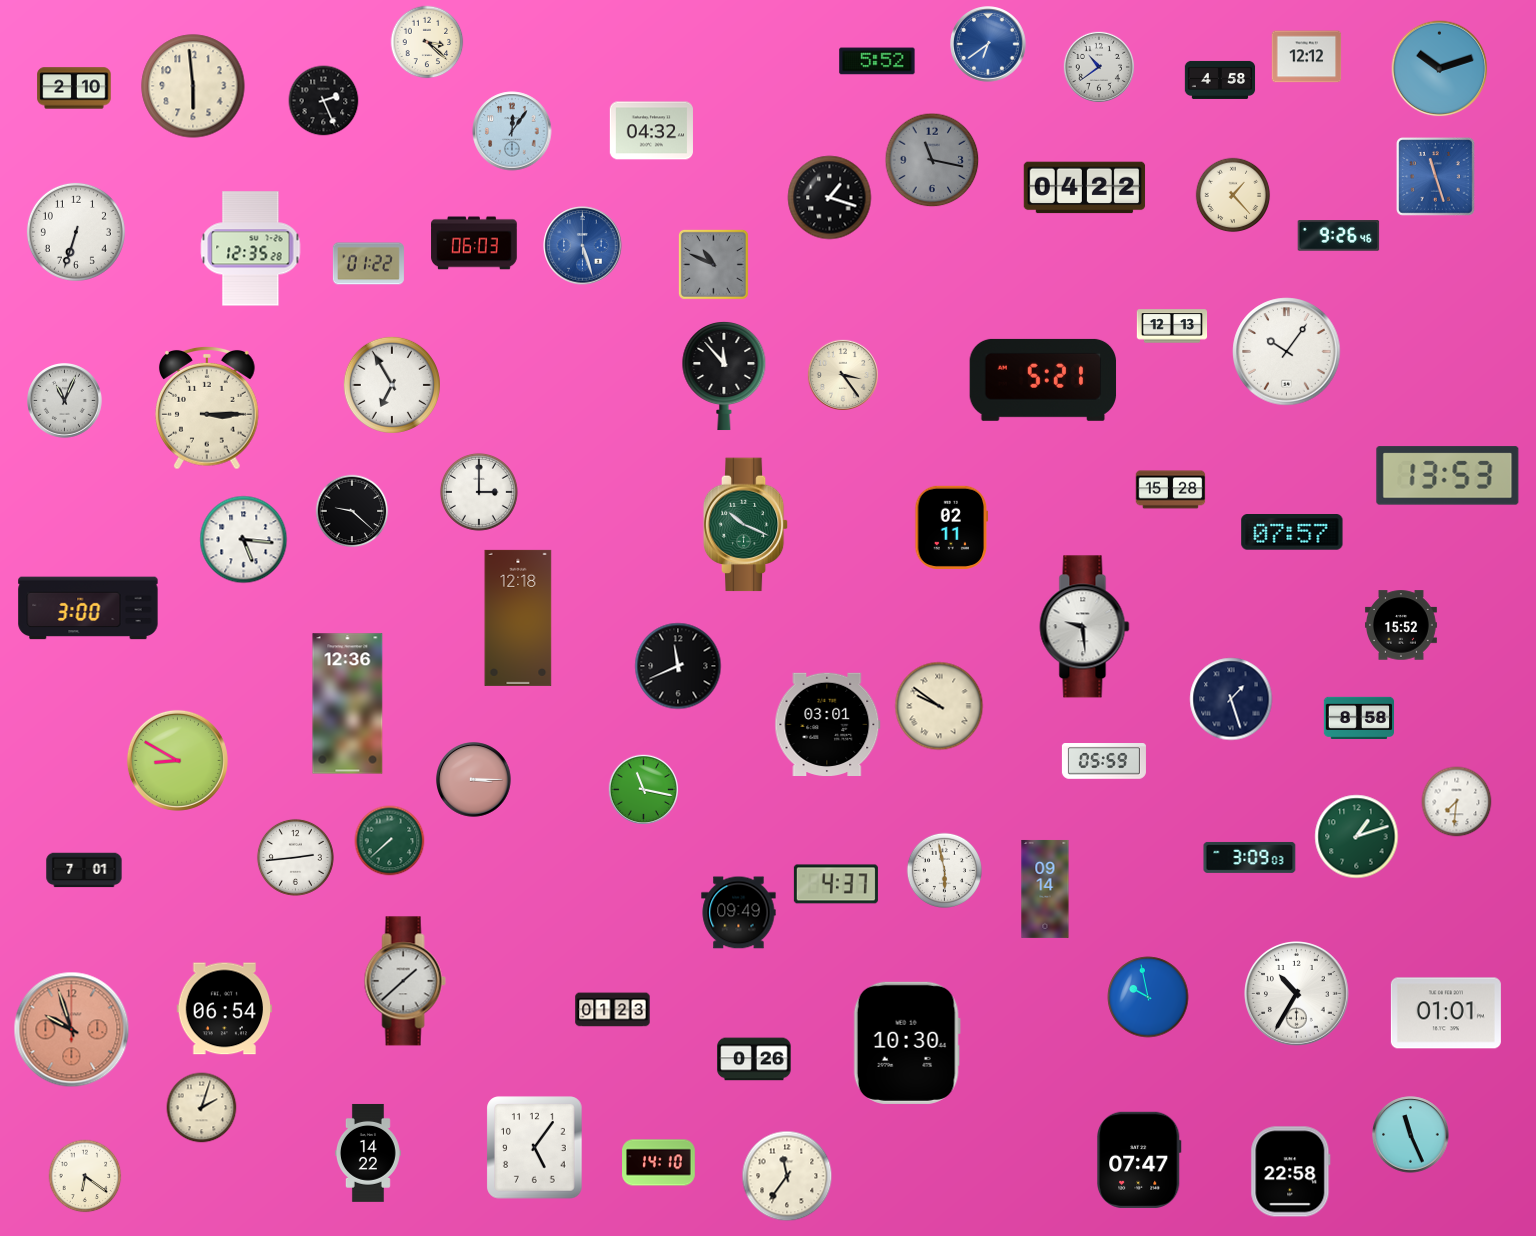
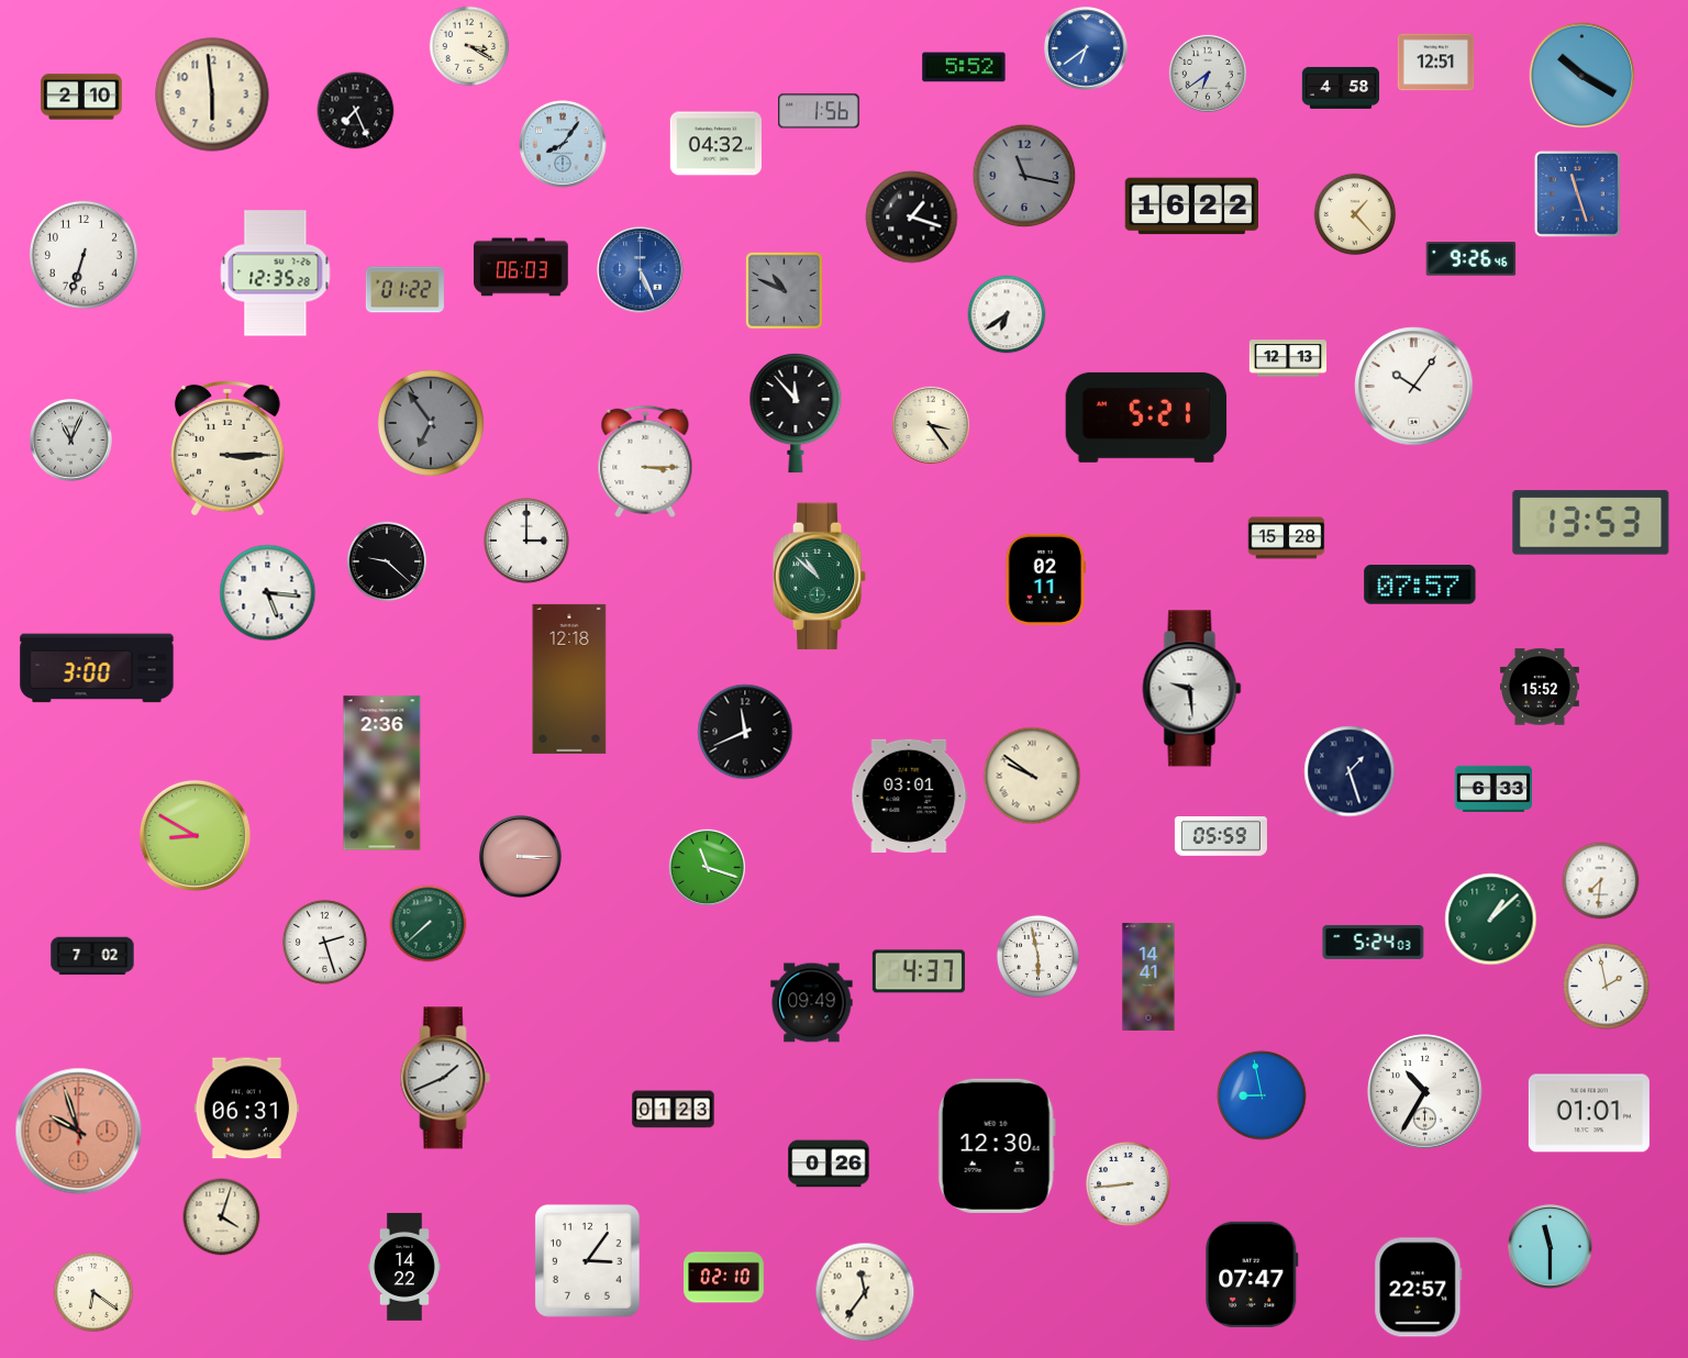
clock at (427, 42): 3:22 -> 3:20
clock at (1307, 57): 12:12 -> 12:51
clock at (1099, 67): 10:39 -> 6:39
clock at (1440, 69): 10:12 -> 10:20
clock at (324, 101): 2:26 -> 7:26
clock at (819, 111): none -> 1:56
clock at (512, 131): 12:06 -> 8:06
clock at (1085, 188): 04:22 -> 16:22
clock at (583, 246): 5:27 -> 5:26
clock at (1007, 314): none -> 6:39
clock at (843, 375) position: (843, 375) -> (931, 425)
clock at (392, 385): 6:55 -> 6:54
clock at (392, 385) dial: white -> grey
clock at (645, 461): none -> 3:15
clock at (746, 525): 10:19 -> 10:52
clock at (1231, 699) position: (1231, 699) -> (1350, 771)
clock at (348, 704): 12:36 -> 2:36
clock at (1358, 717): 8:58 -> 6:33
clock at (1104, 762) position: (1104, 762) -> (1221, 837)
clock at (643, 789): 11:17 -> 11:18
clock at (1357, 837): 1:12 -> 1:08
clock at (295, 857): 2:44 -> 2:27
clock at (1250, 857): 3:09 -> 5:24
clock at (84, 870): 7:01 -> 7:02
clock at (1045, 889): 09:14 -> 14:41
clock at (1607, 987): none -> 1:58
clock at (405, 981): 1:38 -> 1:41
clock at (1148, 997): 9:58 -> 8:58
clock at (225, 1009): 06:54 -> 06:31
clock at (907, 1043): 10:30 -> 12:30
clock at (1128, 1183): none -> 8:44
clock at (202, 1108): 2:03 -> 4:03
clock at (1411, 1135): 11:26 -> 11:30
clock at (535, 1148): 5:06 -> 3:06
clock at (659, 1163): 14:10 -> 02:10
clock at (1291, 1172): 22:58 -> 22:57
